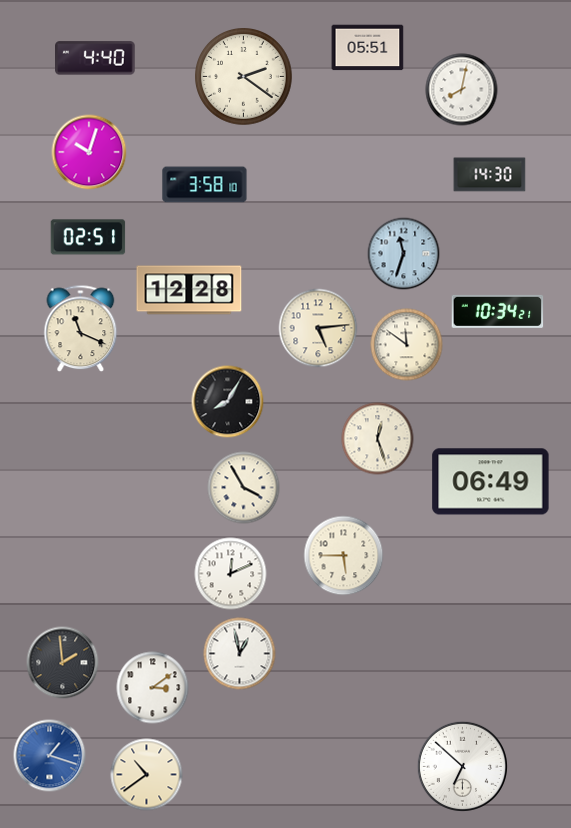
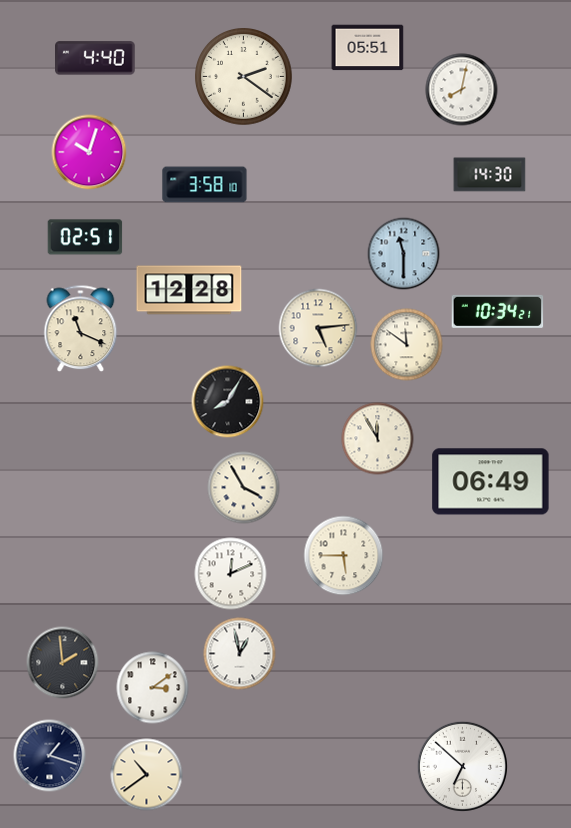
clock at (88, 237) position: (88, 237) -> (85, 237)
clock at (404, 254): 11:33 -> 11:30
clock at (378, 439): 12:27 -> 11:55
clock at (50, 756) dial: blue -> navy
